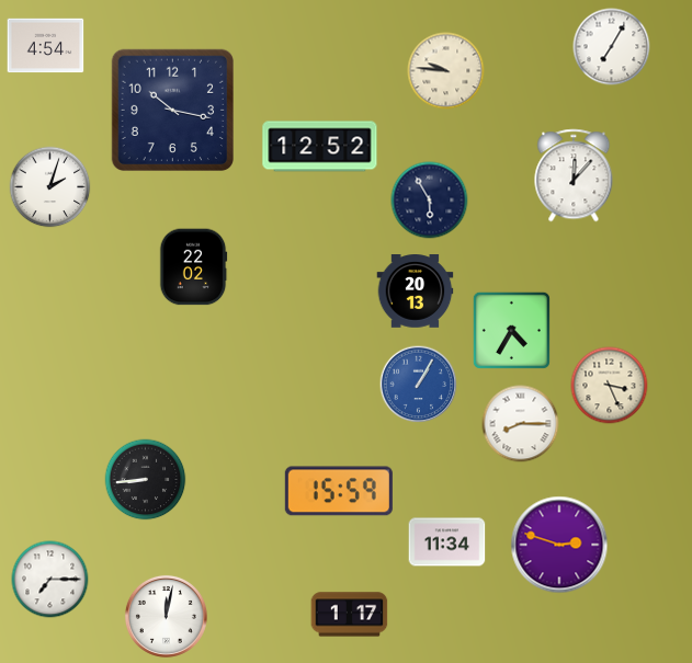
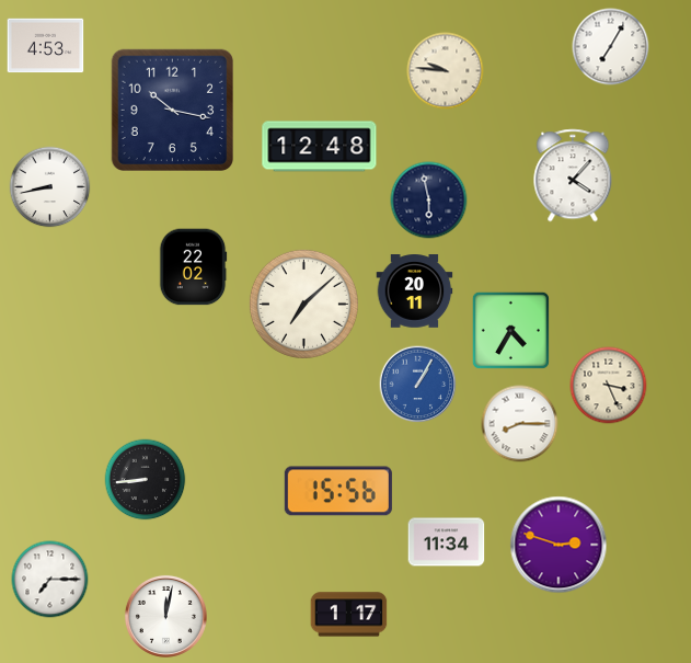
clock at (46, 46): 4:54 -> 4:53
clock at (320, 147): 12:52 -> 12:48
clock at (574, 175): 12:07 -> 4:07
clock at (50, 187): 2:03 -> 8:43
clock at (430, 201): 5:55 -> 5:58
clock at (416, 292): 20:13 -> 20:11
clock at (303, 304): none -> 7:08
clock at (339, 491): 15:59 -> 15:56
